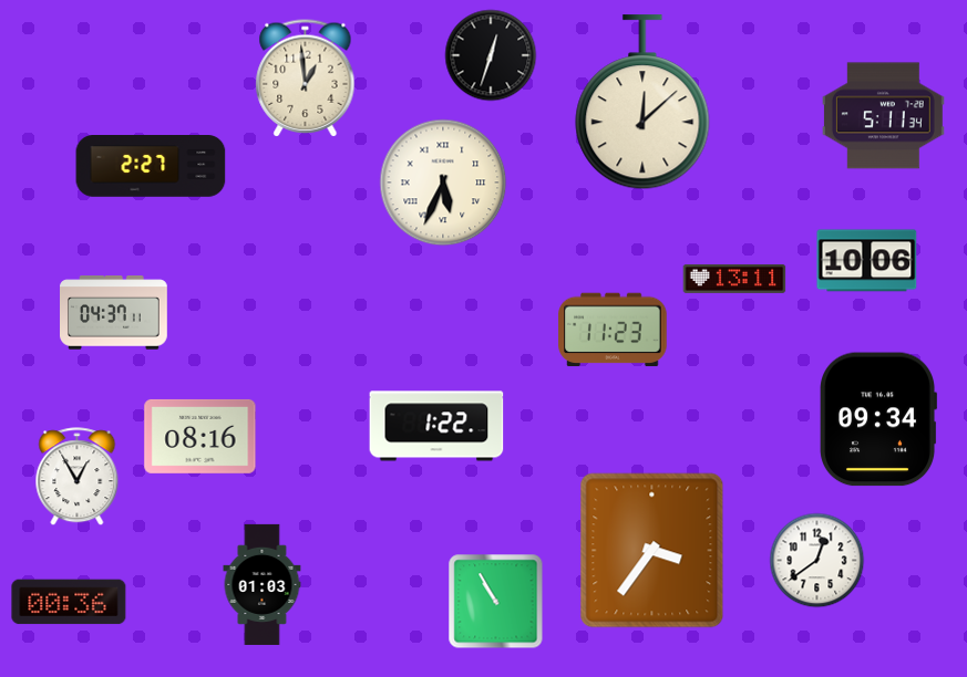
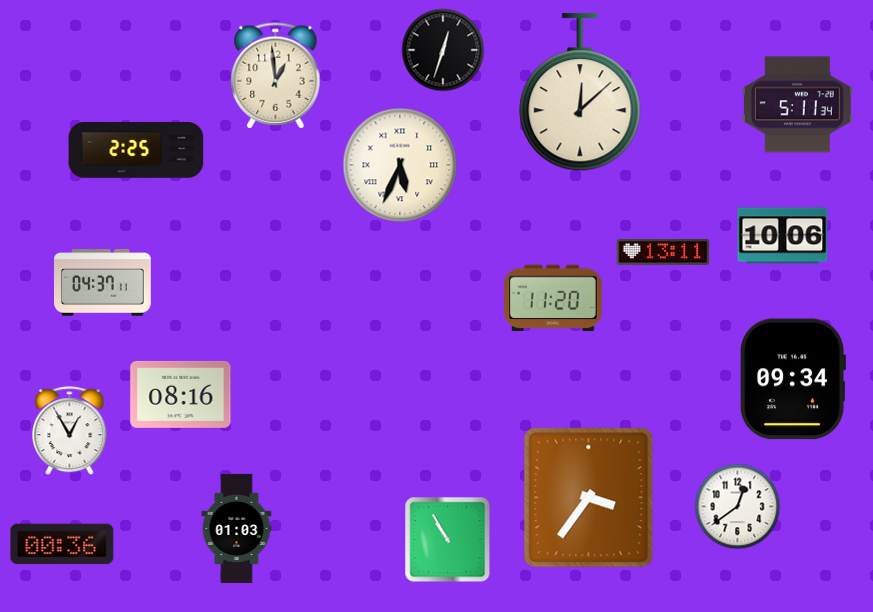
clock at (306, 79) position: (306, 79) -> (276, 76)
clock at (151, 167): 2:27 -> 2:25
clock at (613, 330): 11:23 -> 11:20
clock at (436, 426): 1:22 -> none
clock at (496, 602) position: (496, 602) -> (448, 540)
